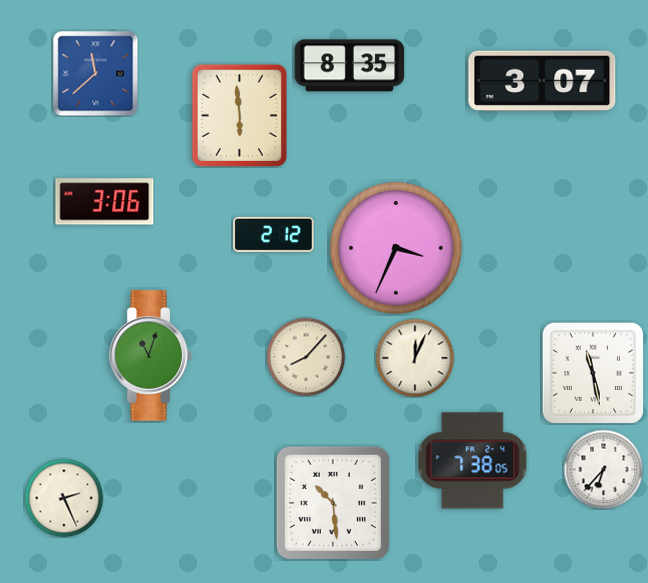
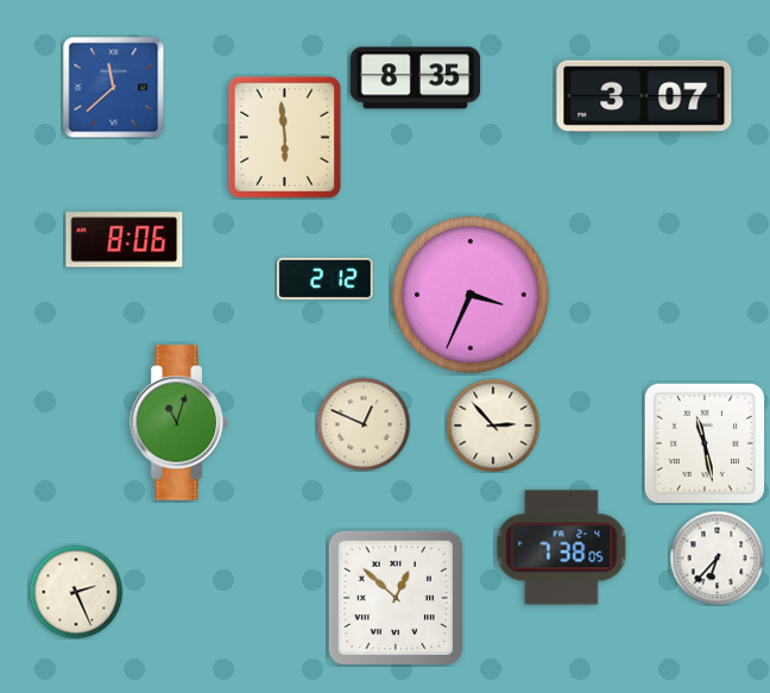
clock at (105, 202): 3:06 -> 8:06
clock at (306, 357): 8:07 -> 12:49
clock at (415, 358): 12:04 -> 2:53
clock at (333, 503): 10:29 -> 12:52
